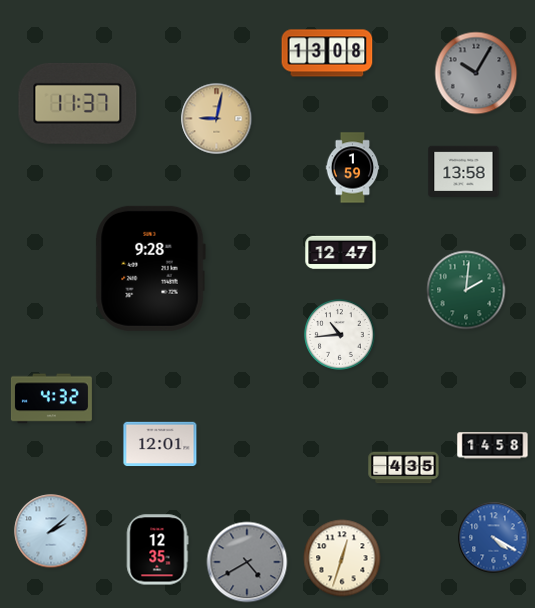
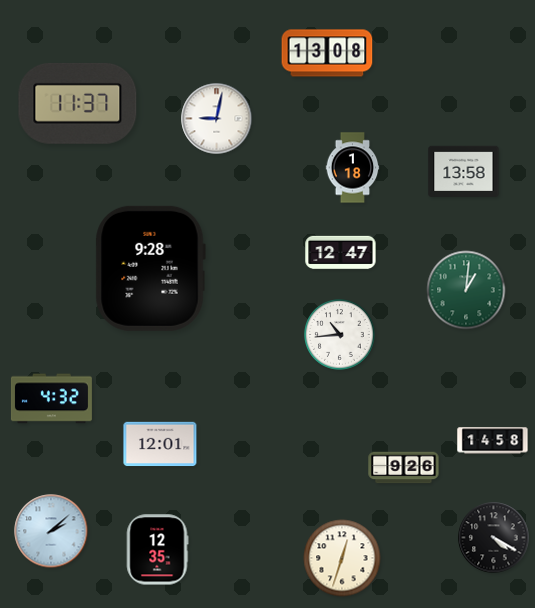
clock at (476, 73): 10:05 -> none
clock at (217, 119) dial: champagne -> white
clock at (353, 168): 1:59 -> 1:18
clock at (466, 290): 2:01 -> 1:01
clock at (493, 446) position: (493, 446) -> (493, 441)
clock at (404, 468): 4:35 -> 9:26
clock at (494, 538) dial: blue -> black
clock at (247, 562): 4:40 -> none
